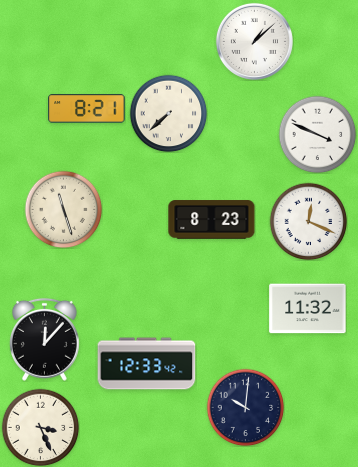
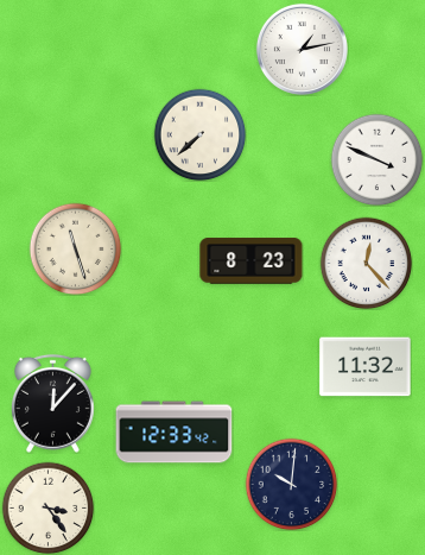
clock at (254, 41): 1:08 -> 1:13
clock at (87, 109): 8:21 -> none
clock at (308, 221): 12:19 -> 12:23
clock at (40, 427): 3:26 -> 3:24
